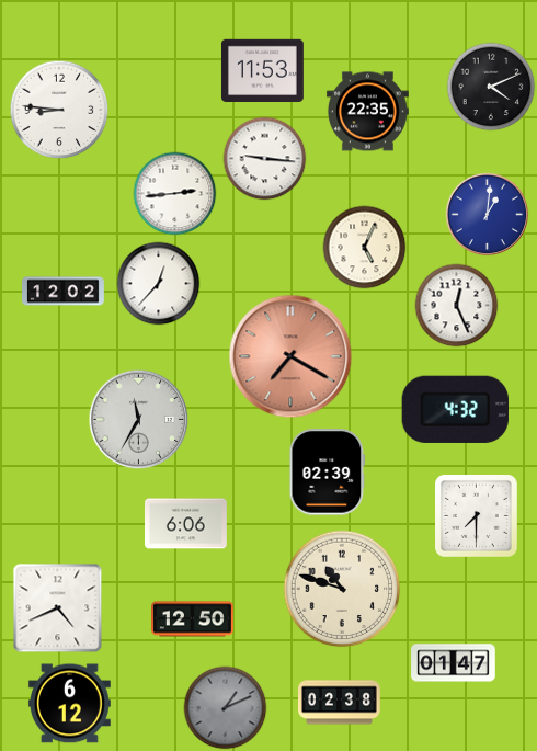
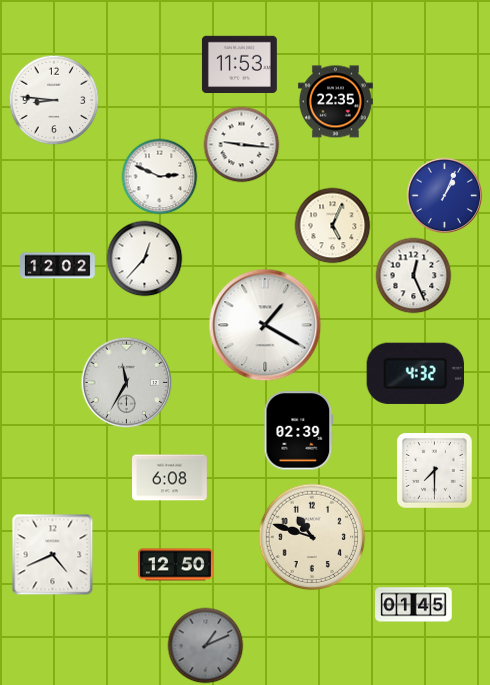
clock at (491, 87): 4:11 -> none
clock at (175, 194): 2:44 -> 2:49
clock at (488, 215): 1:01 -> 1:04
clock at (457, 306) position: (457, 306) -> (414, 276)
clock at (290, 356): 7:20 -> 1:20
clock at (290, 356) dial: salmon -> white
clock at (186, 524): 6:06 -> 6:08
clock at (454, 663): 01:47 -> 01:45
clock at (340, 703): 02:38 -> none
clock at (69, 704): 6:12 -> none
